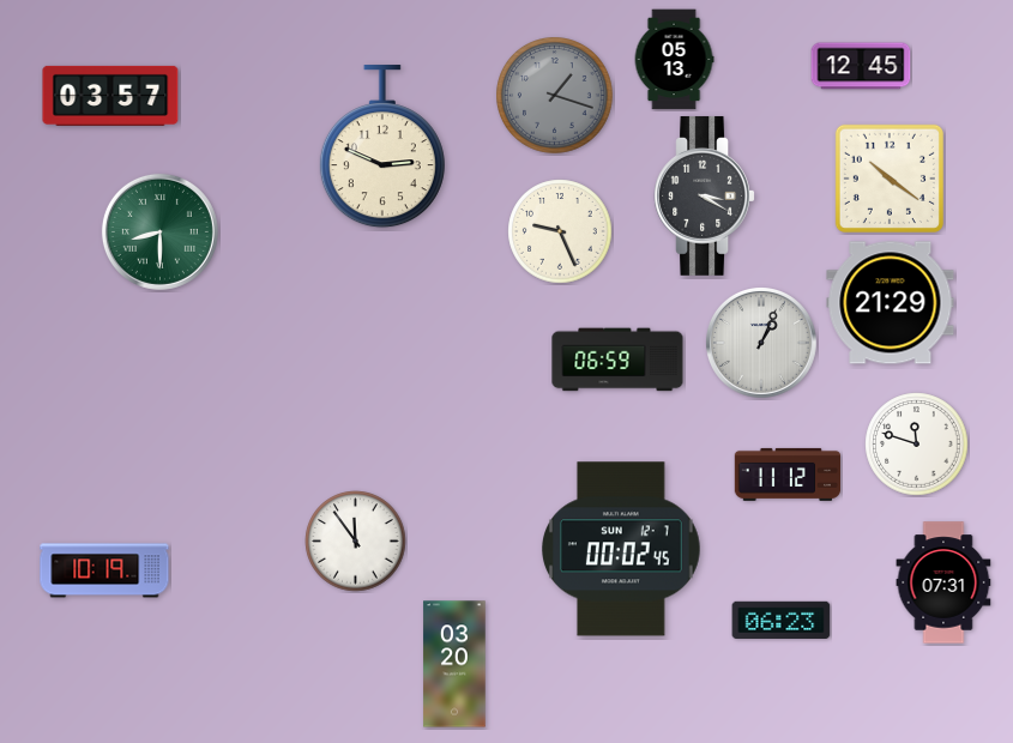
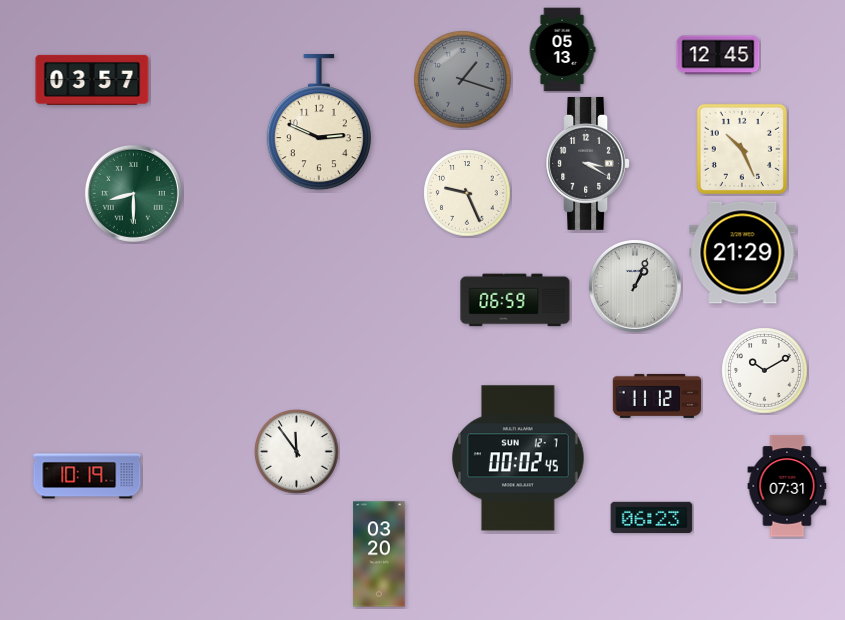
clock at (890, 179): 10:21 -> 10:26
clock at (917, 445): 11:48 -> 10:10
